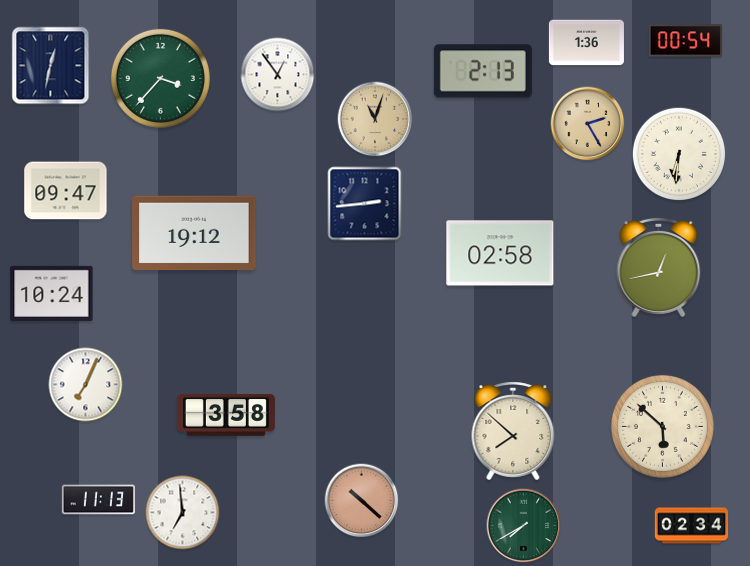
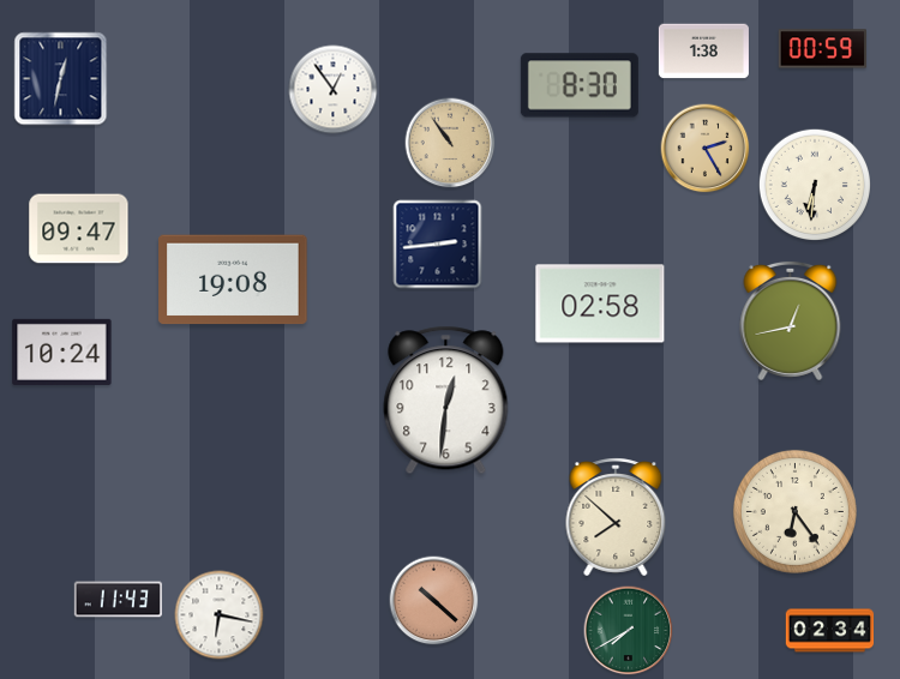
clock at (686, 41): 00:54 -> 00:59
clock at (586, 43): 1:36 -> 1:38
clock at (483, 71): 2:13 -> 8:30
clock at (160, 78): 3:37 -> none
clock at (375, 119): 11:03 -> 10:54
clock at (194, 233): 19:12 -> 19:08
clock at (446, 401): none -> 12:31
clock at (86, 385): 7:04 -> none
clock at (226, 416): 3:58 -> none
clock at (662, 426): 5:52 -> 6:24
clock at (99, 500): 11:13 -> 11:43
clock at (183, 513): 6:59 -> 6:17
